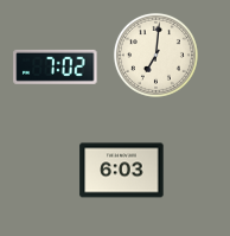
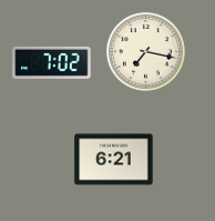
clock at (155, 55): 7:01 -> 7:17
clock at (122, 171): 6:03 -> 6:21
